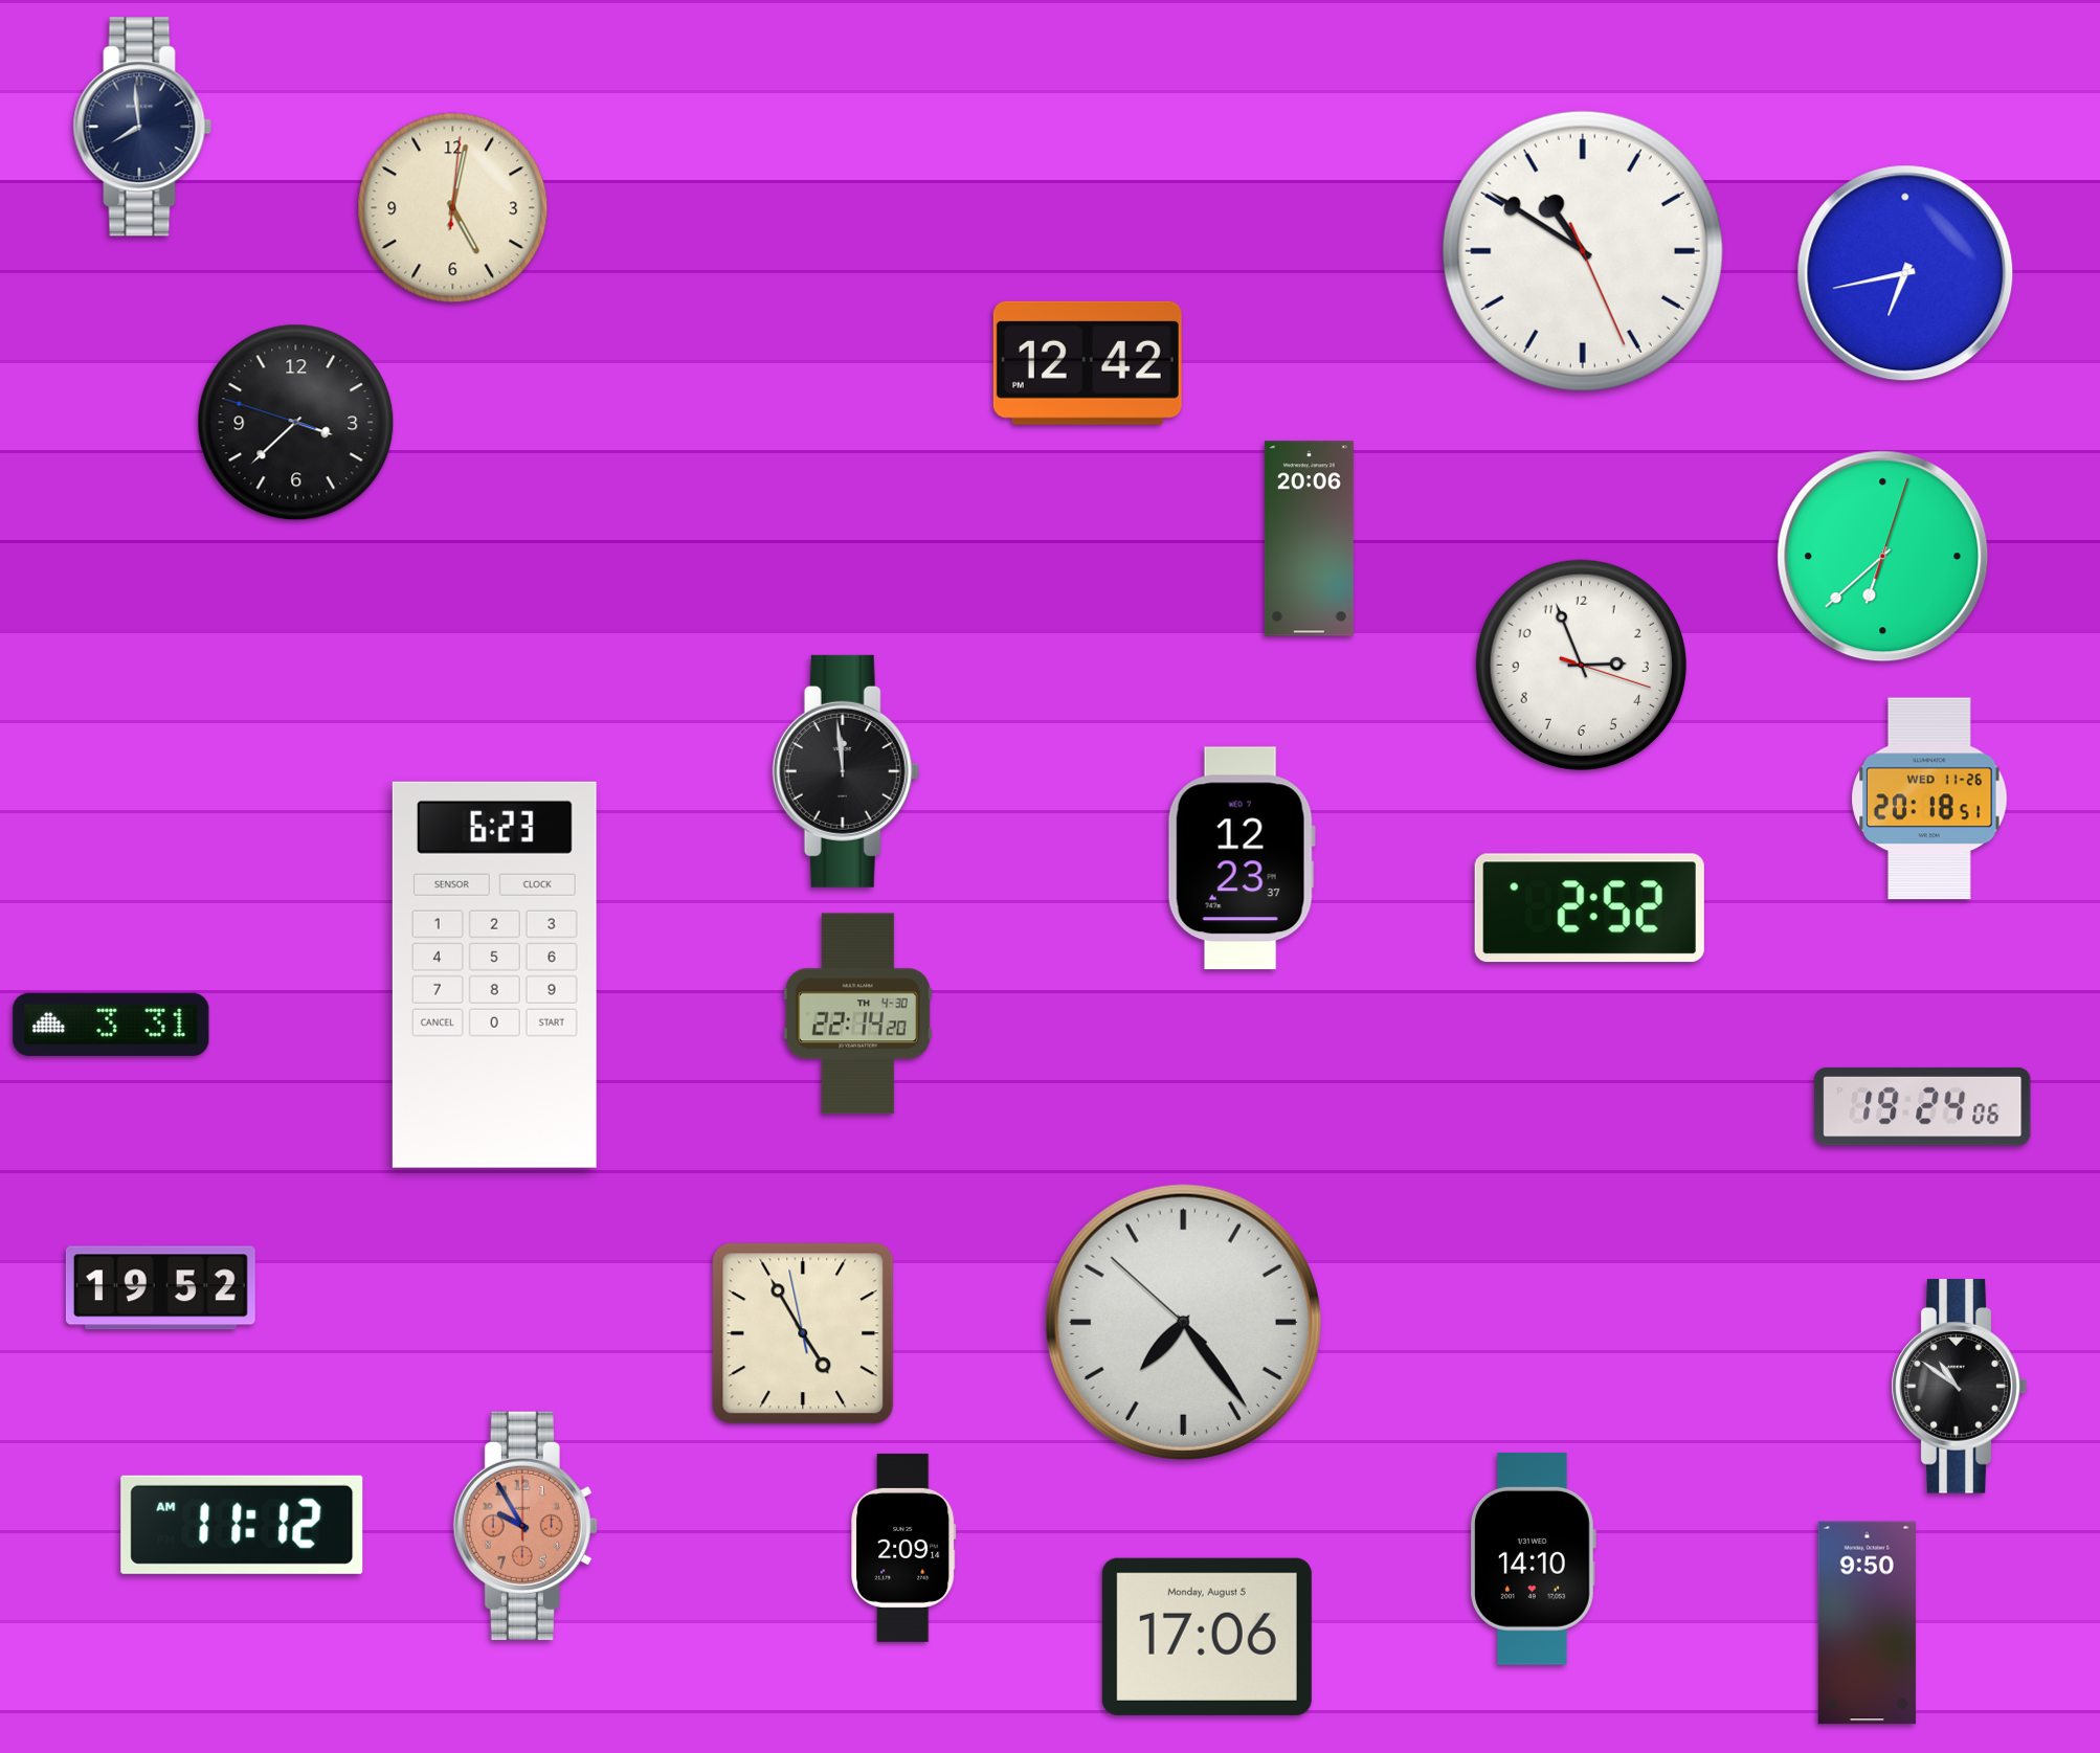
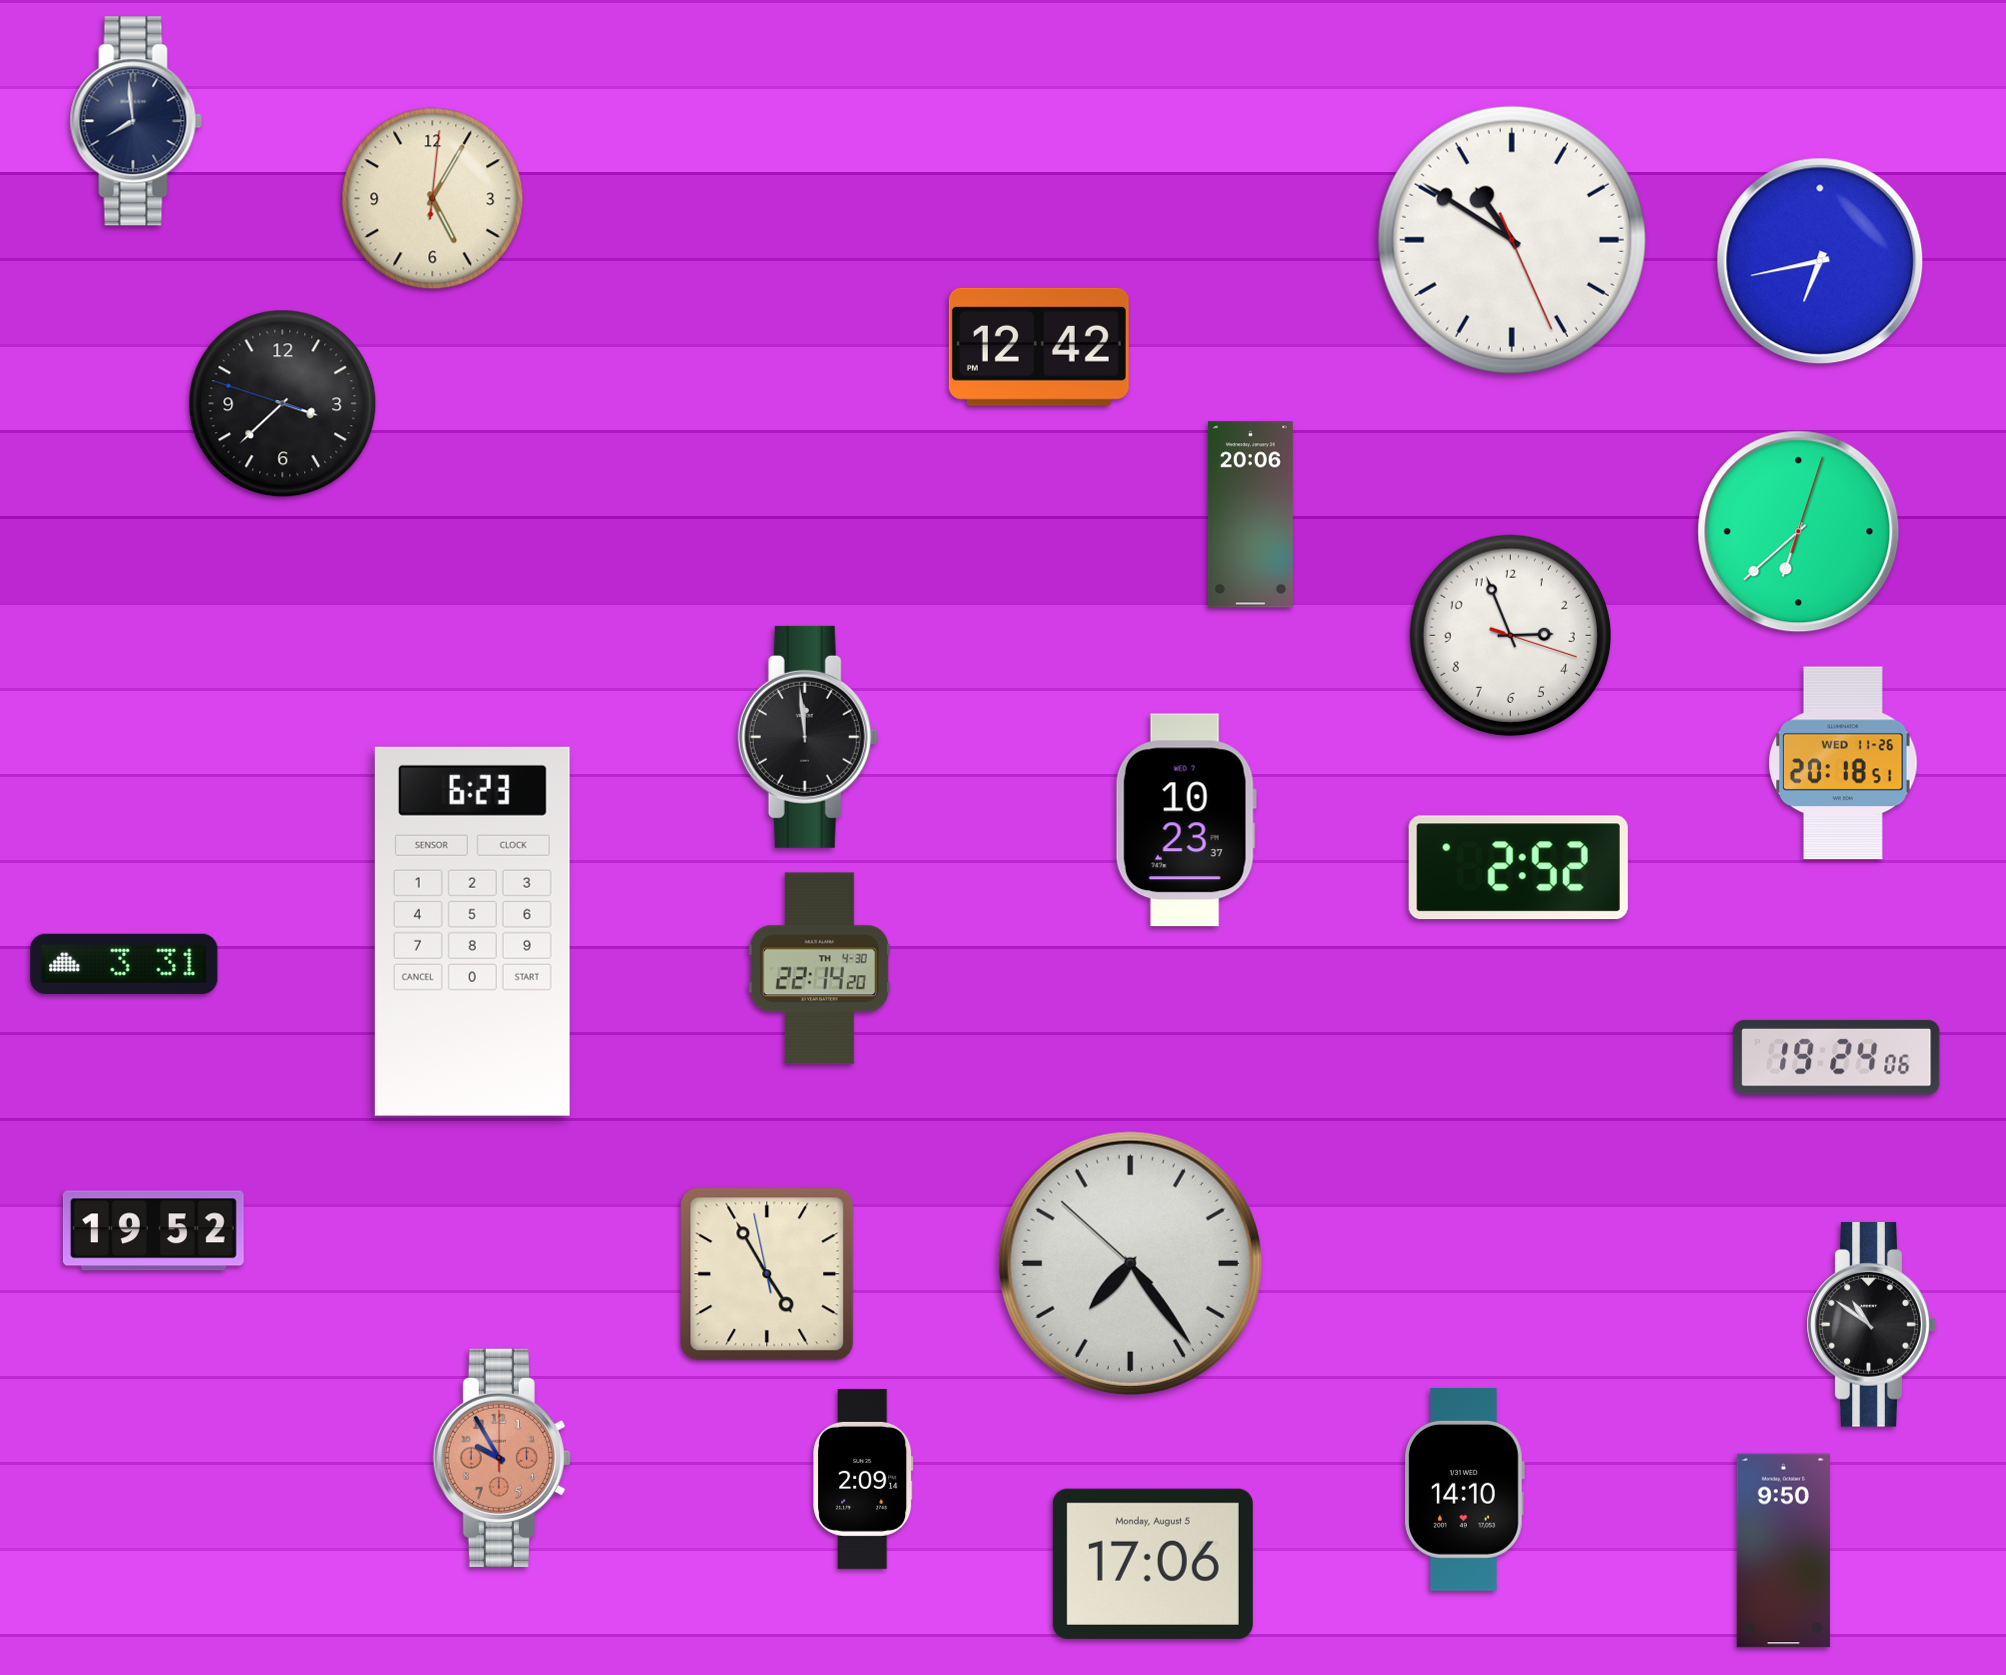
clock at (453, 208): 5:02 -> 5:05
clock at (1242, 858): 12:23 -> 10:23
clock at (111, 1025) position: (111, 1025) -> (124, 964)
clock at (242, 1525): 11:12 -> none
